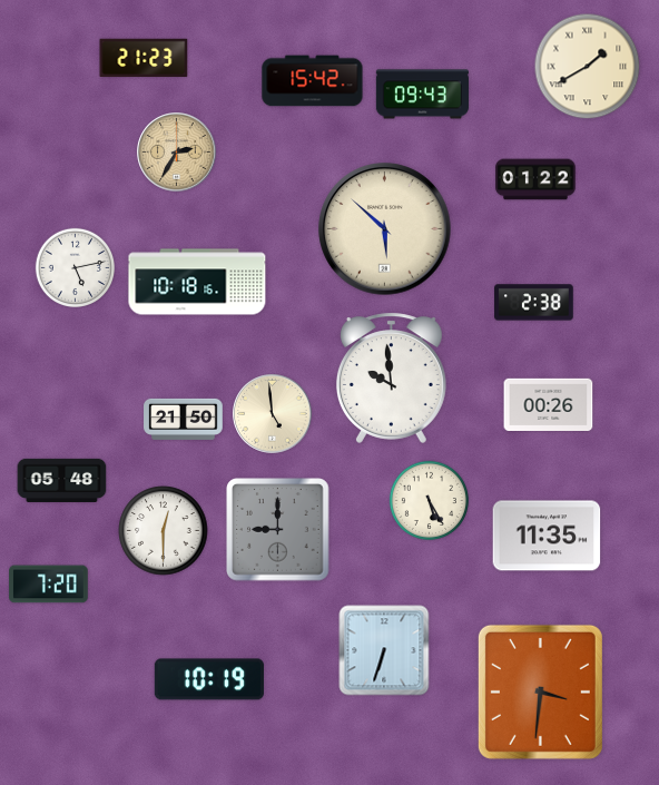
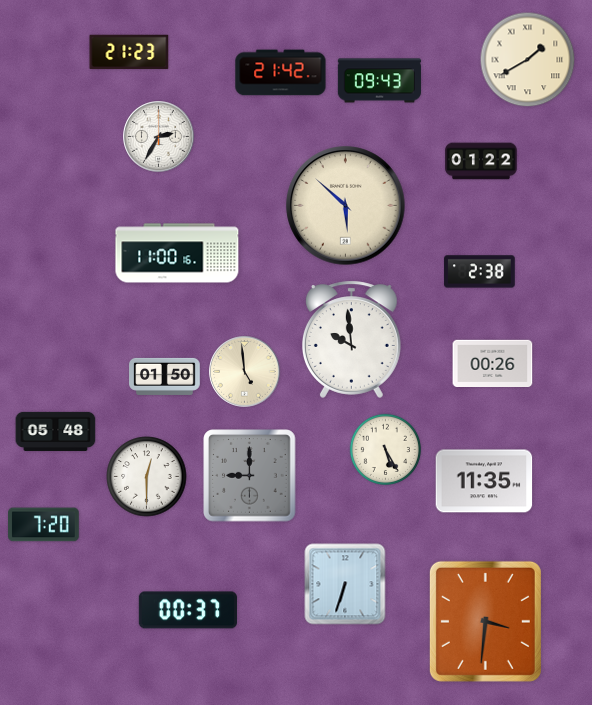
clock at (313, 81): 15:42 -> 21:42
clock at (422, 95) position: (422, 95) -> (379, 81)
clock at (177, 153) dial: champagne -> white
clock at (75, 267): 5:13 -> none
clock at (197, 282): 10:18 -> 11:00
clock at (184, 419): 21:50 -> 01:50
clock at (547, 536) position: (547, 536) -> (484, 481)
clock at (209, 679): 10:19 -> 00:37
